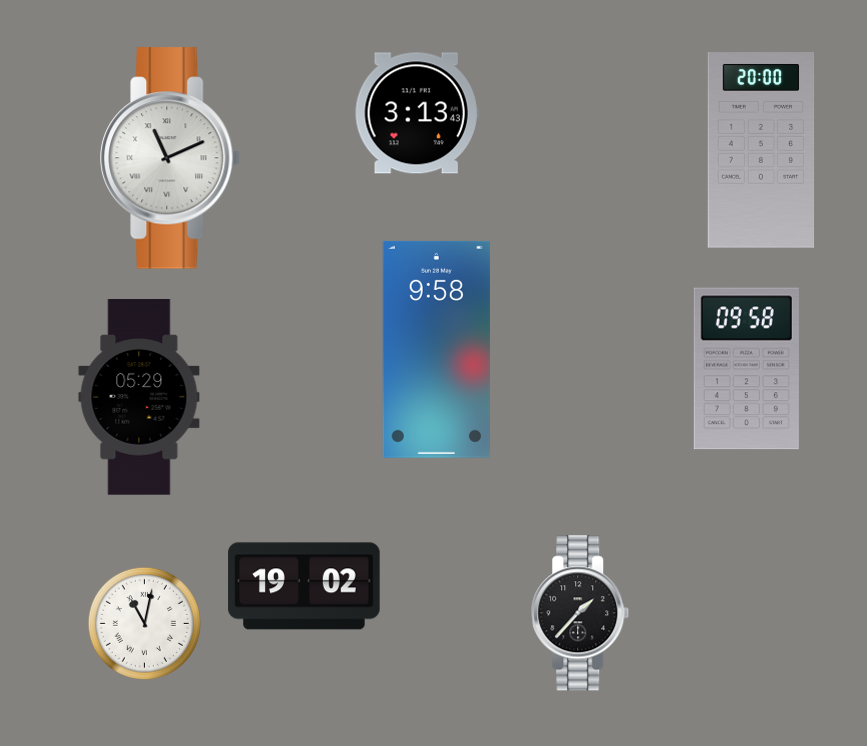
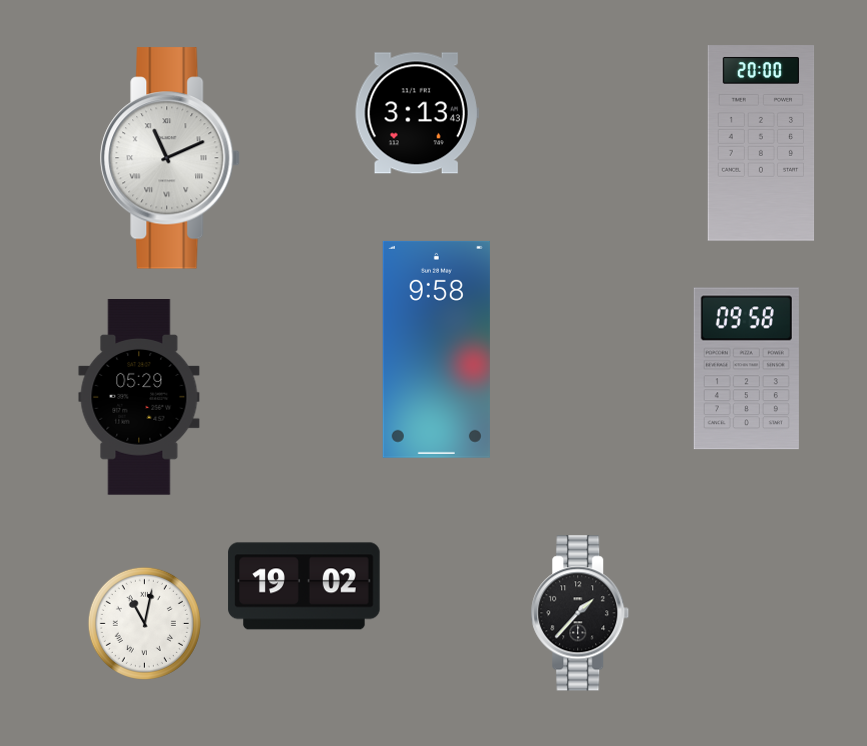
clock at (761, 150) position: (761, 150) -> (761, 143)
